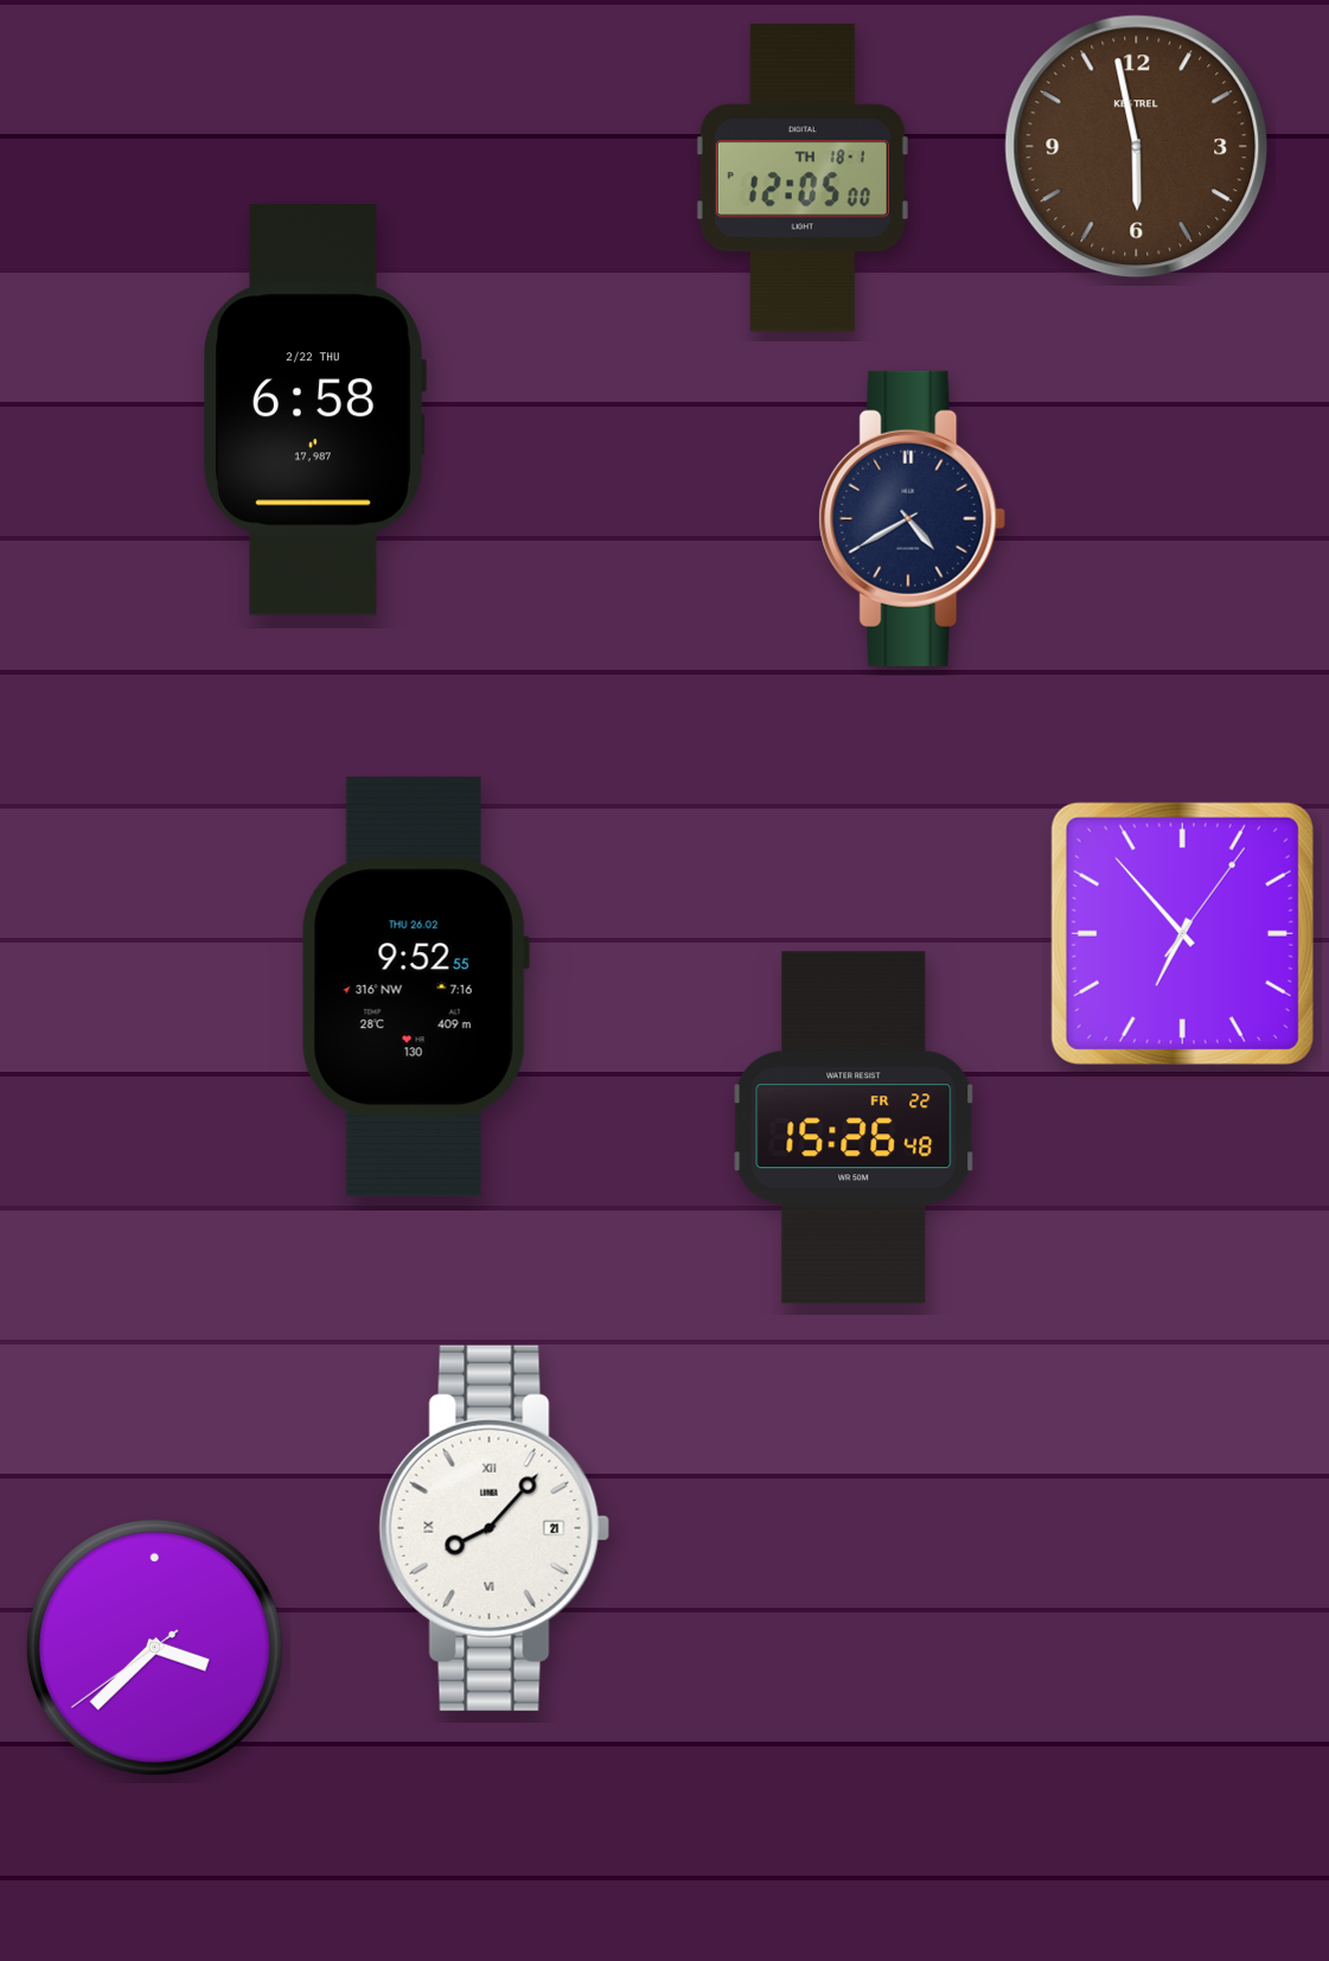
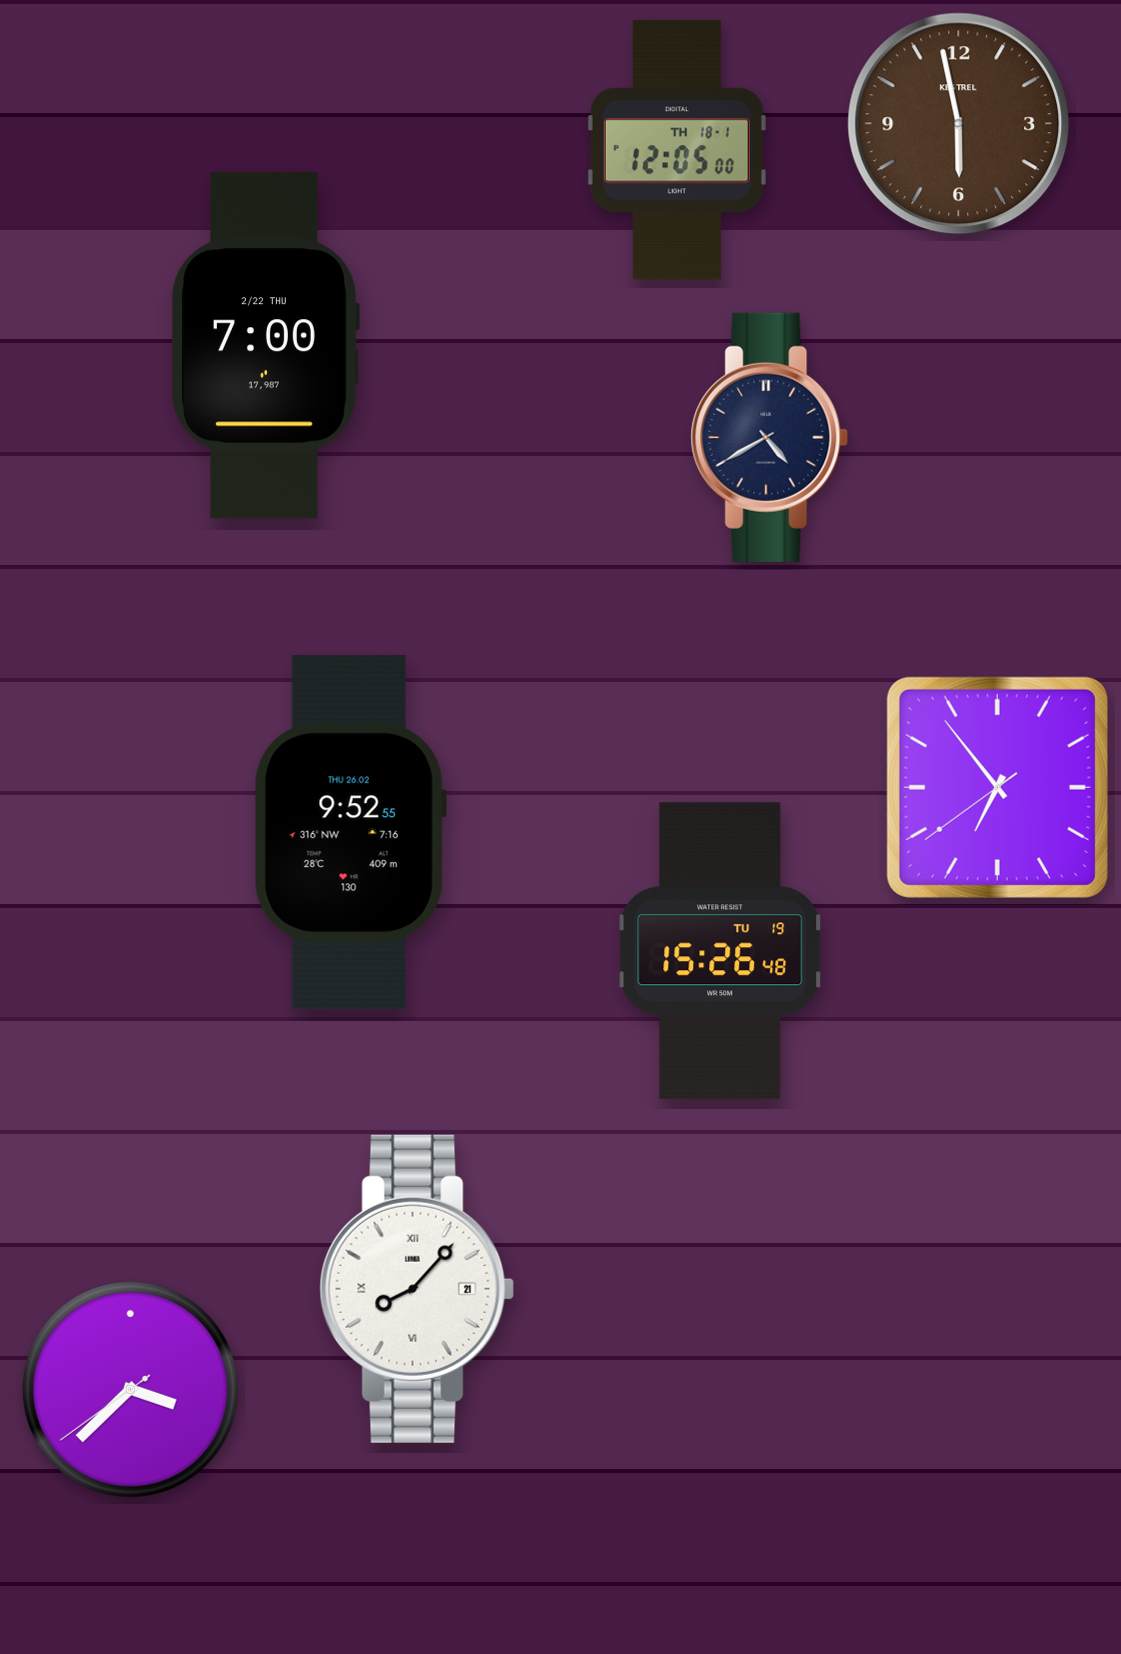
clock at (315, 410): 6:58 -> 7:00
clock at (1182, 933): 6:53:06 -> 6:53:39
clock at (854, 1128) date: FR 22 -> TU 19
